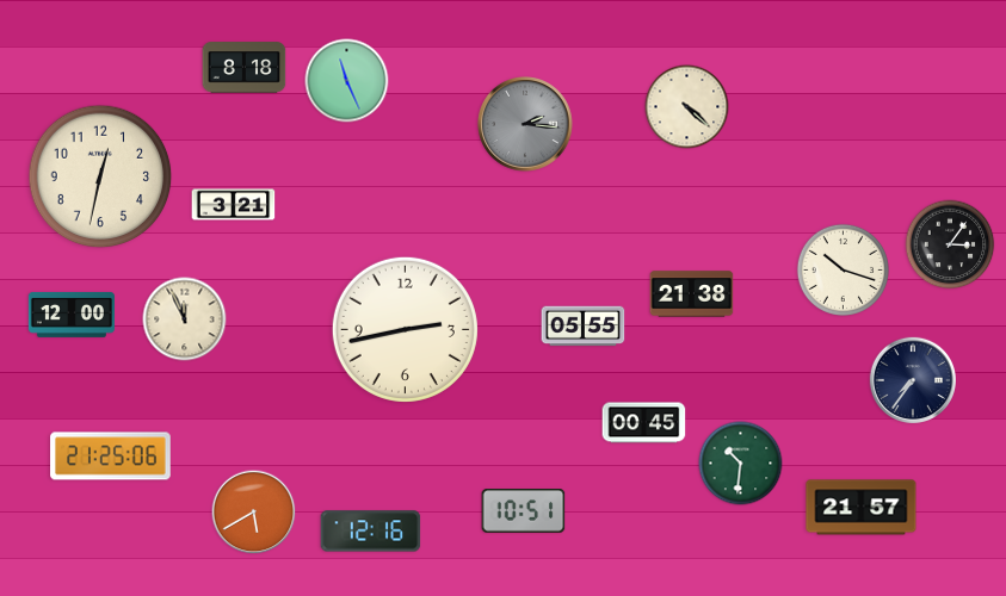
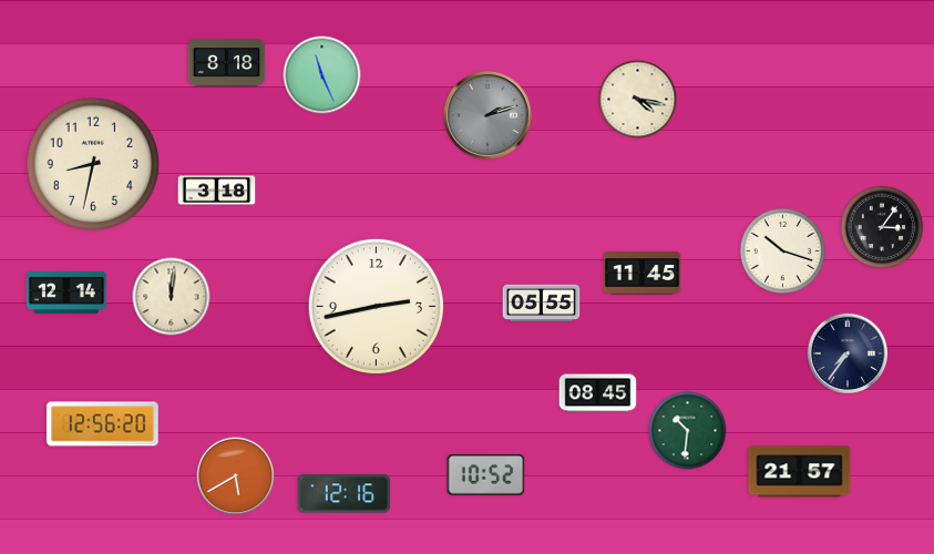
clock at (687, 107): 4:22 -> 4:17
clock at (525, 124): 2:16 -> 2:12
clock at (100, 176): 12:32 -> 8:32
clock at (234, 205): 3:21 -> 3:18
clock at (692, 294): 21:38 -> 11:45
clock at (72, 315): 12:00 -> 12:14
clock at (185, 319): 11:56 -> 12:01
clock at (644, 423): 00:45 -> 08:45
clock at (111, 457): 21:25 -> 12:56
clock at (524, 511): 10:51 -> 10:52
